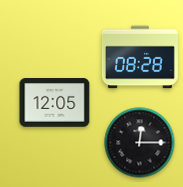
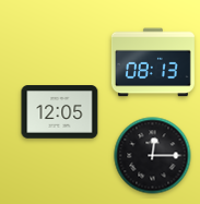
clock at (140, 57): 08:28 -> 08:13
